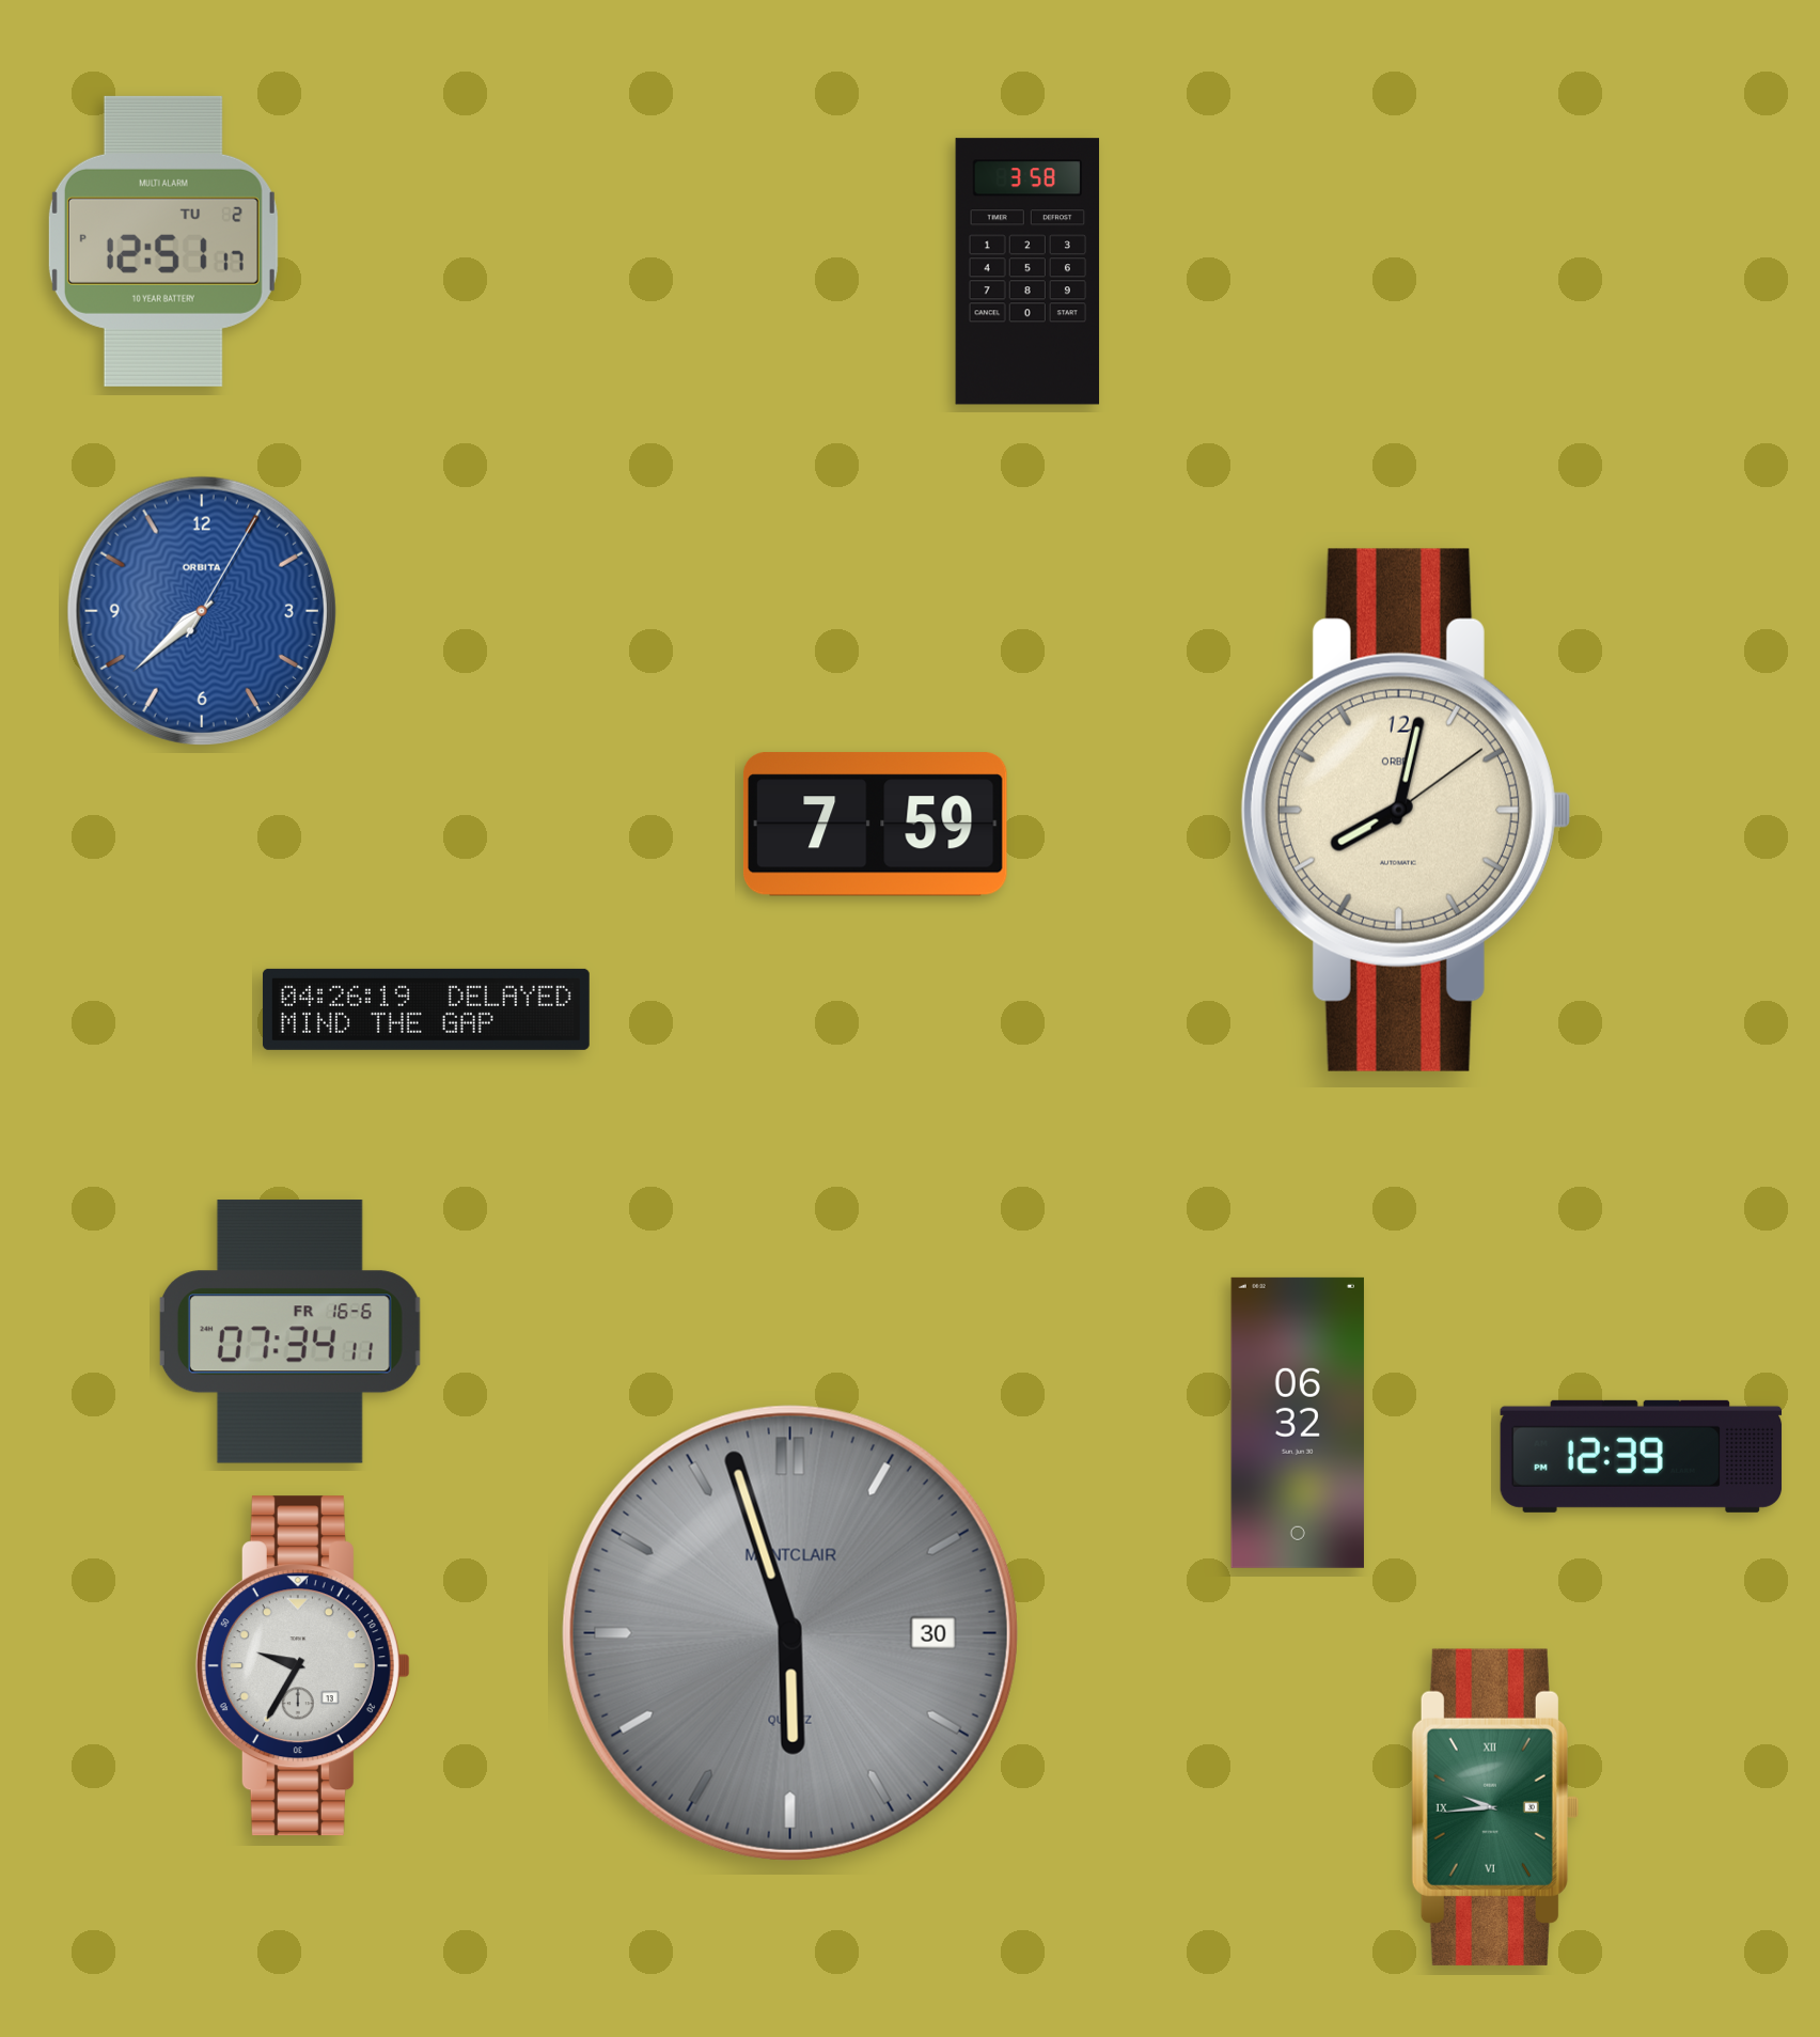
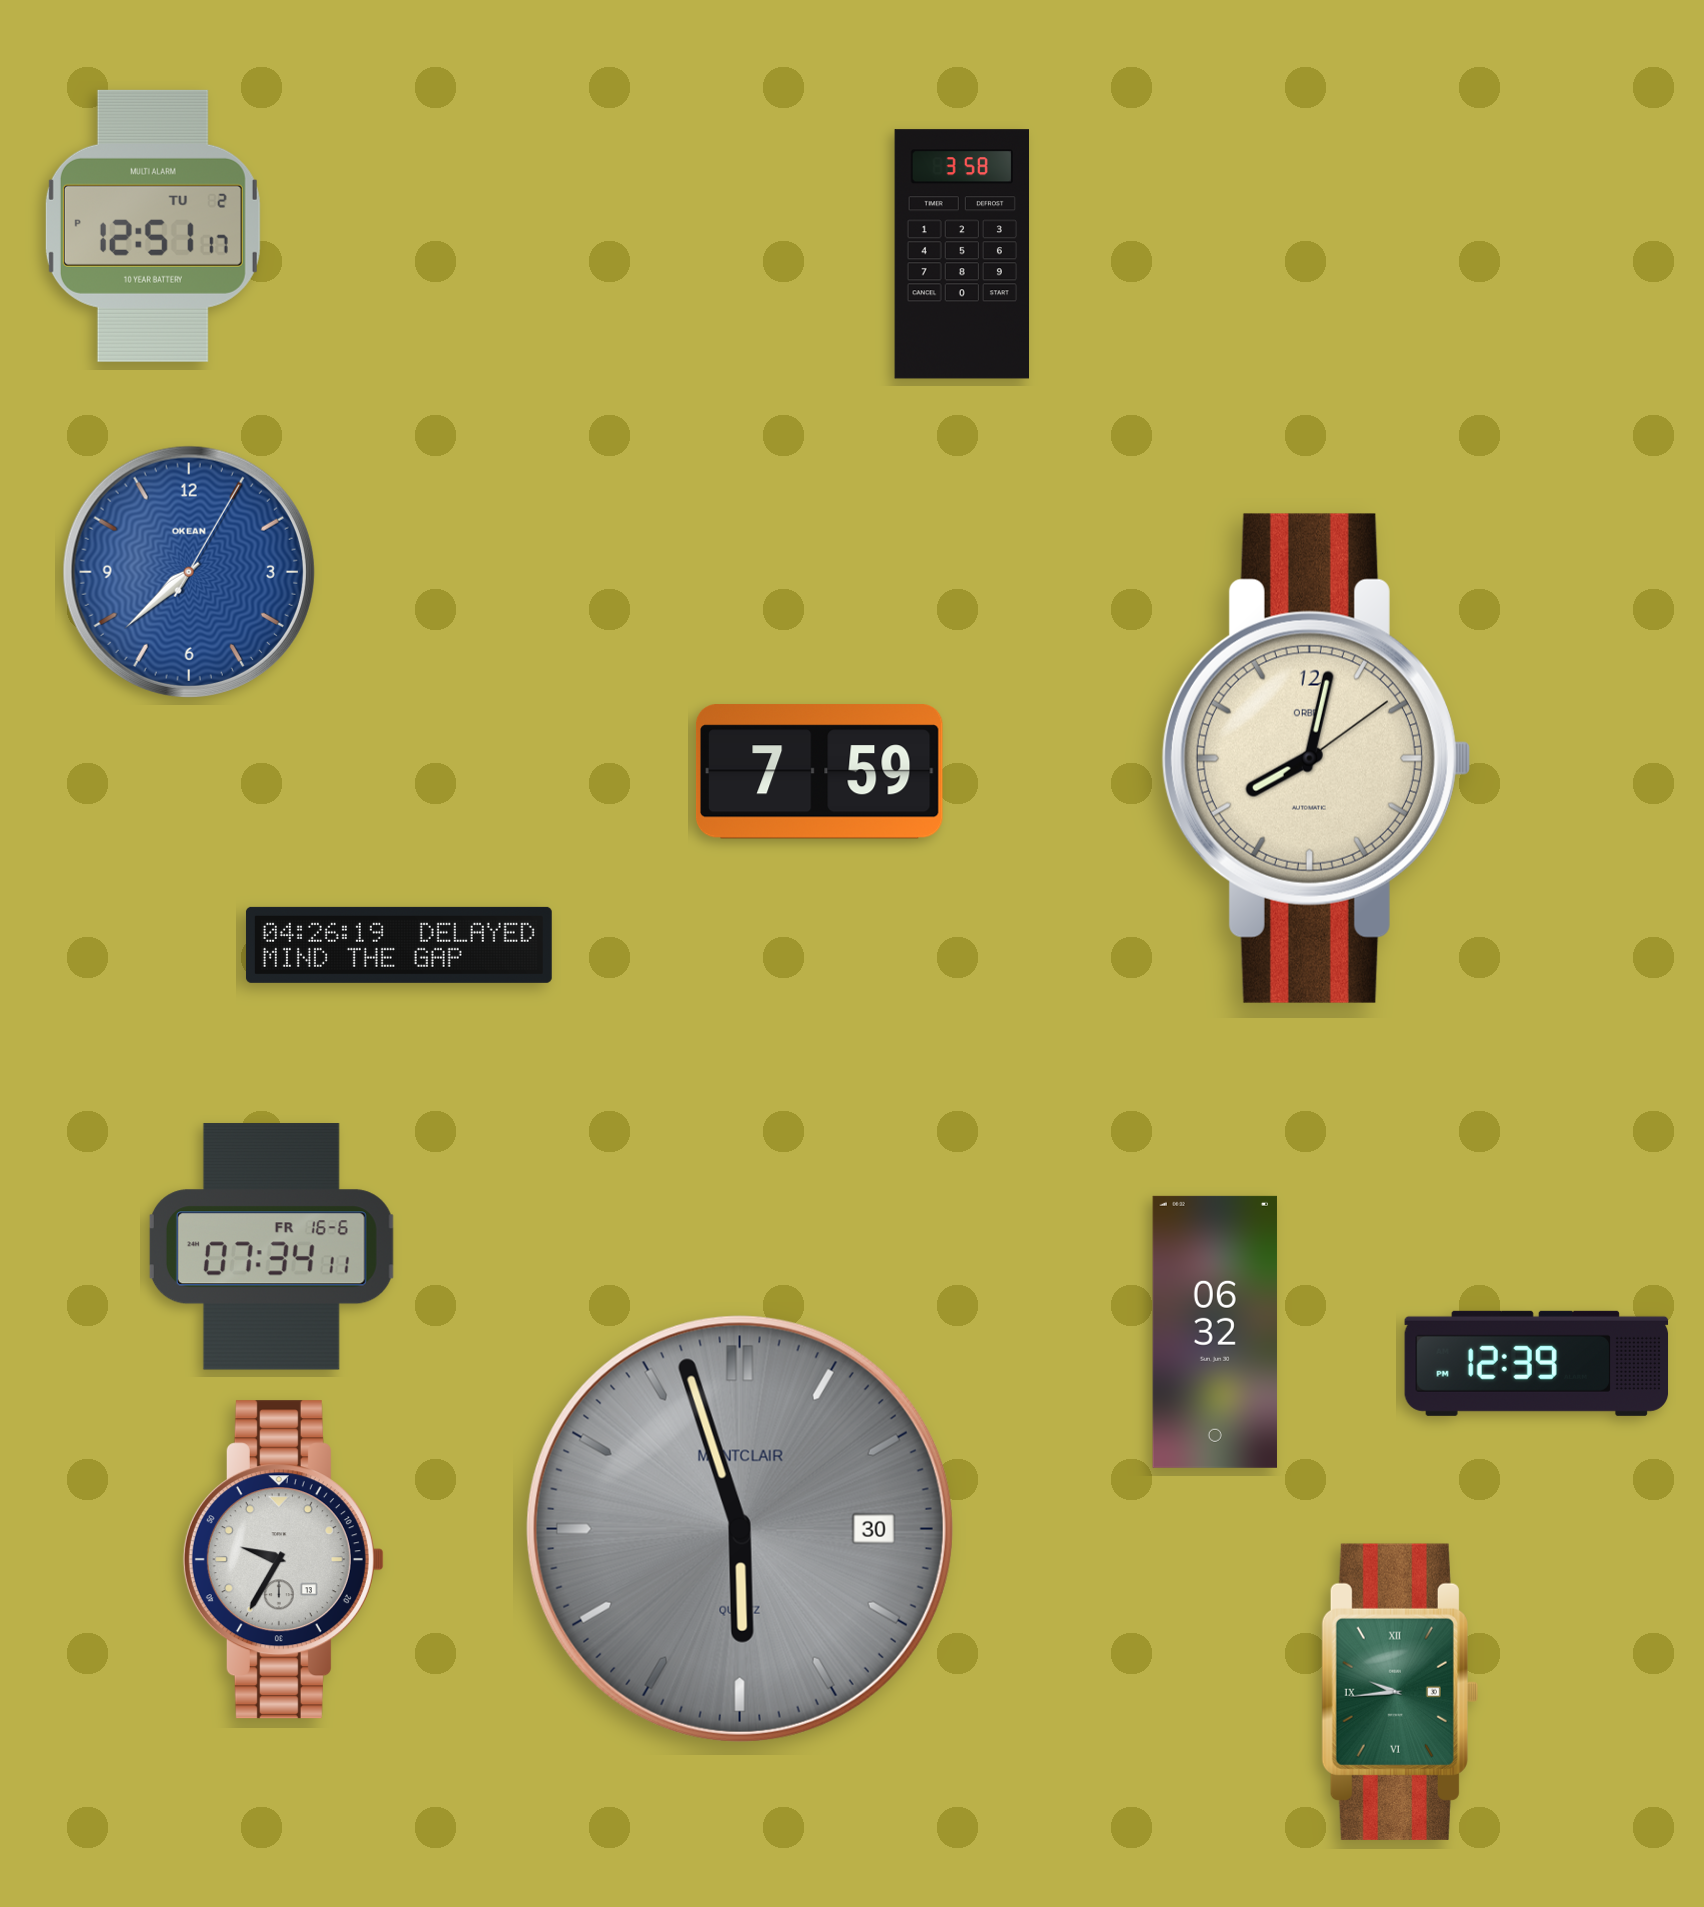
clock at (202, 611) brand: ORBITA -> OKEAN
